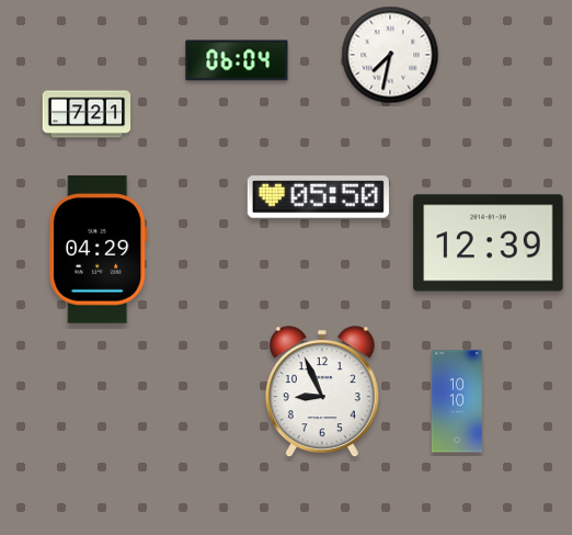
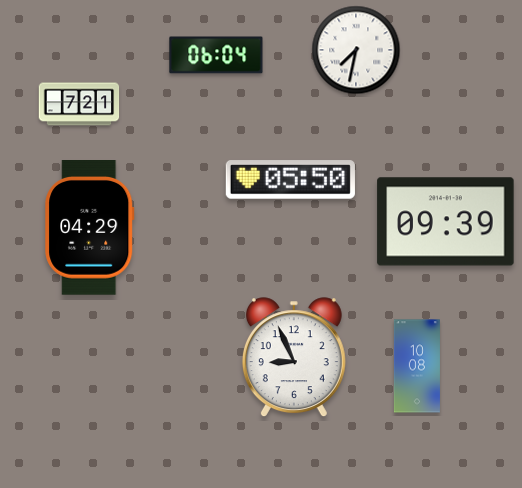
clock at (489, 243): 12:39 -> 09:39
clock at (457, 401): 10:10 -> 10:08
